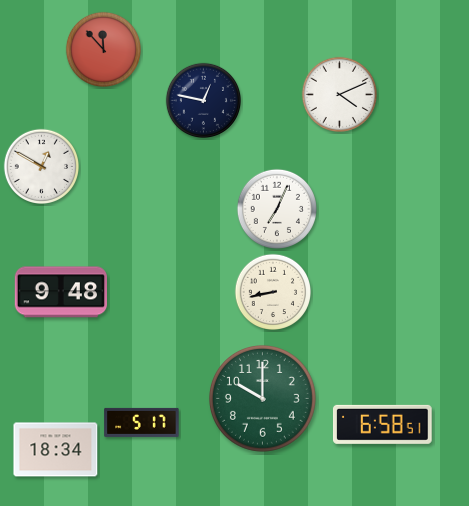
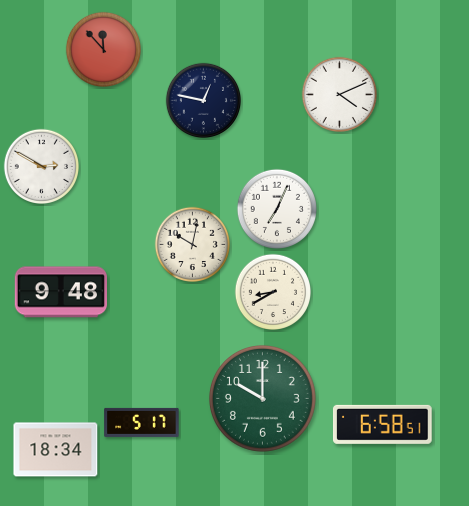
clock at (41, 166): 12:50 -> 2:50
clock at (192, 244): none -> 10:02
clock at (272, 291): 8:43 -> 8:40
